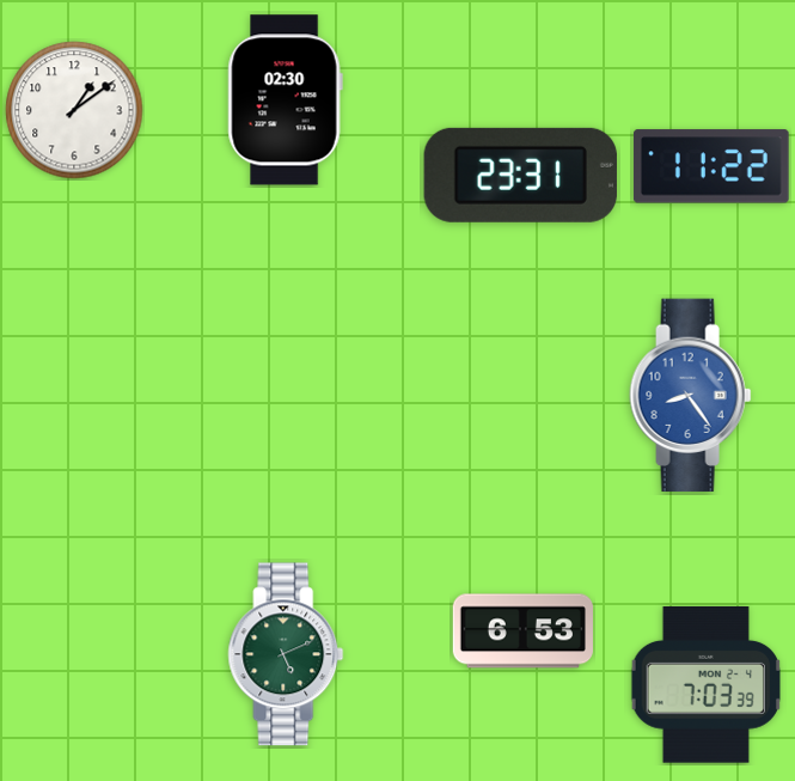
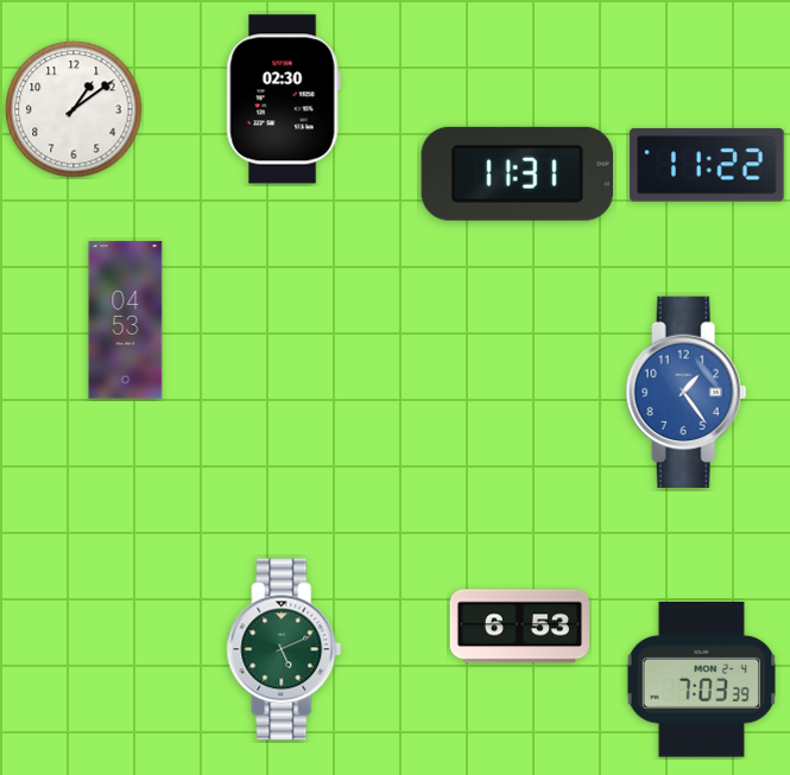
clock at (520, 175): 23:31 -> 11:31
clock at (126, 320): none -> 04:53
clock at (691, 396): 8:24 -> 1:24
